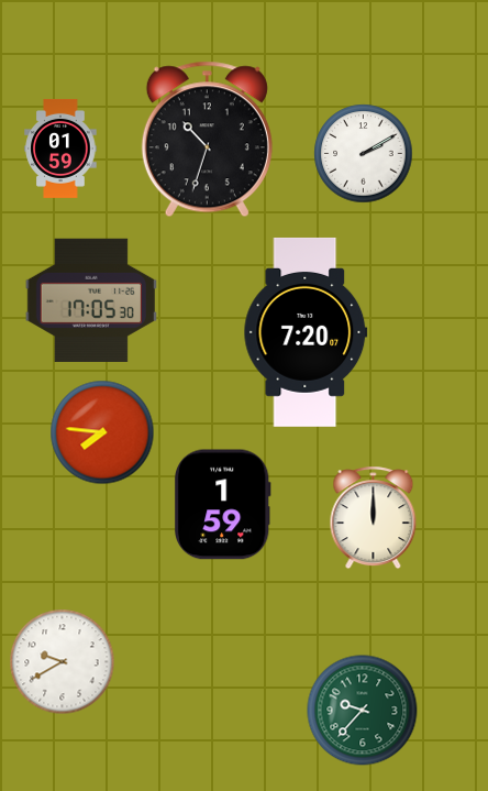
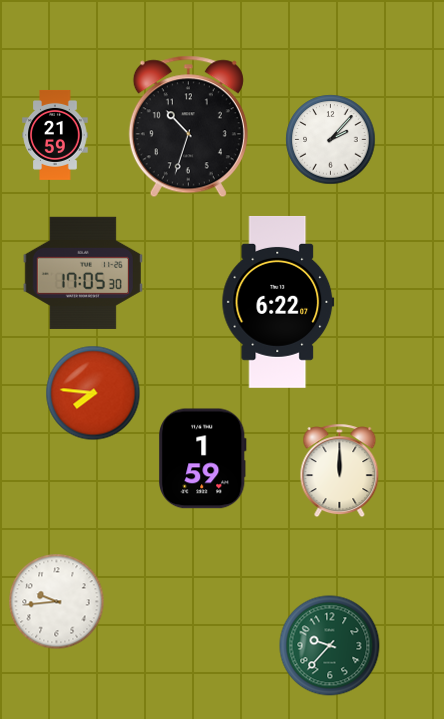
clock at (60, 149): 01:59 -> 21:59
clock at (364, 154): 2:10 -> 2:07
clock at (306, 332): 7:20 -> 6:22
clock at (63, 662): 9:40 -> 9:44
